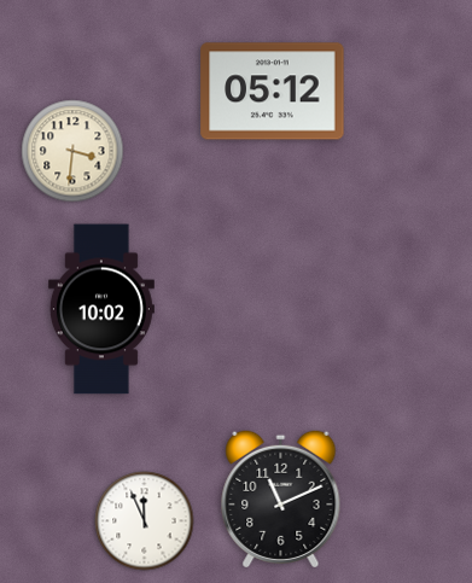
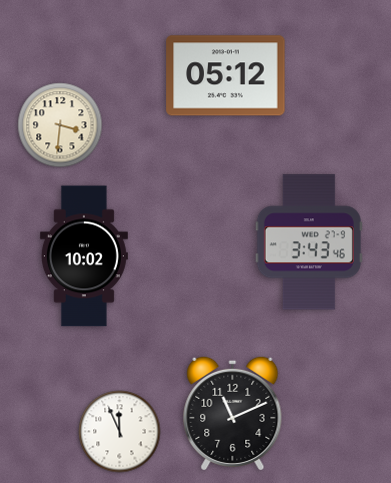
clock at (309, 242): none -> 3:43
